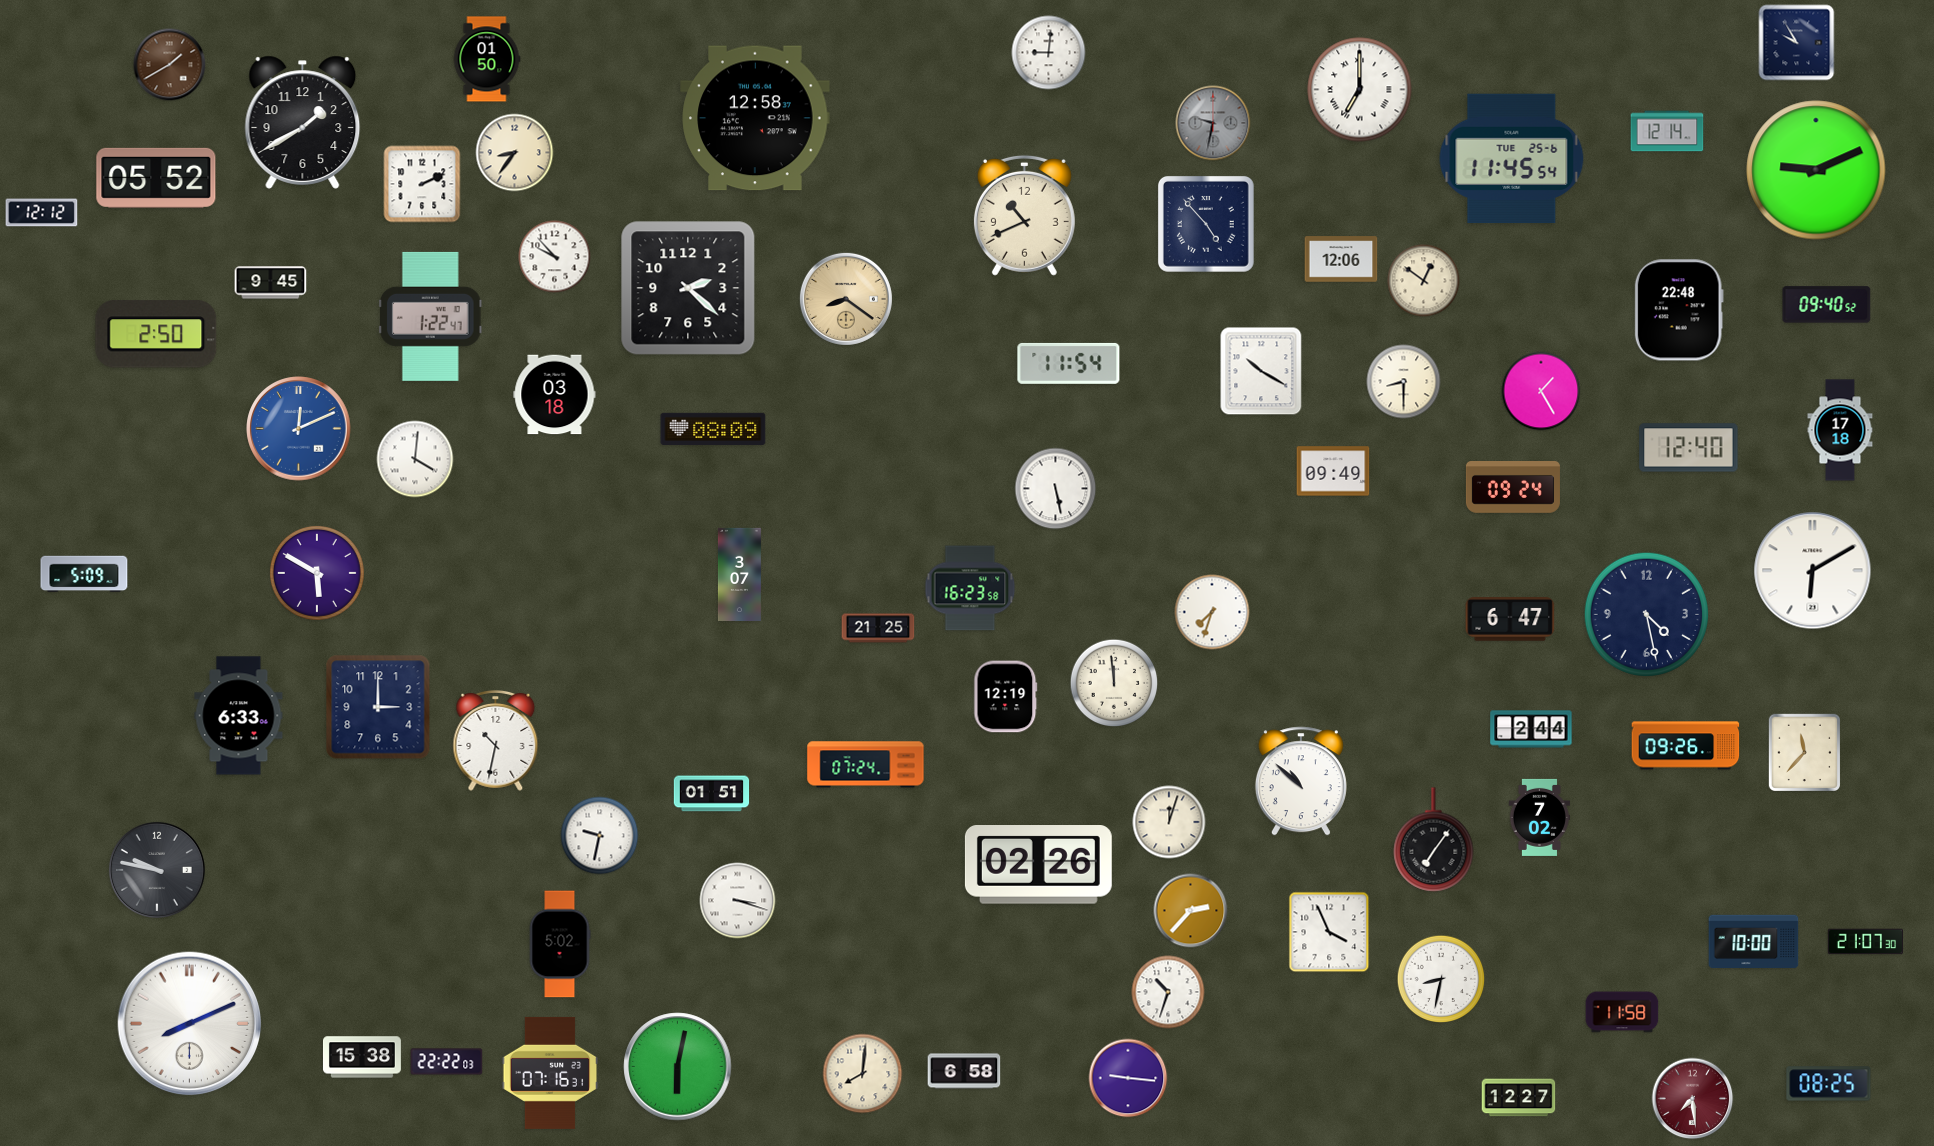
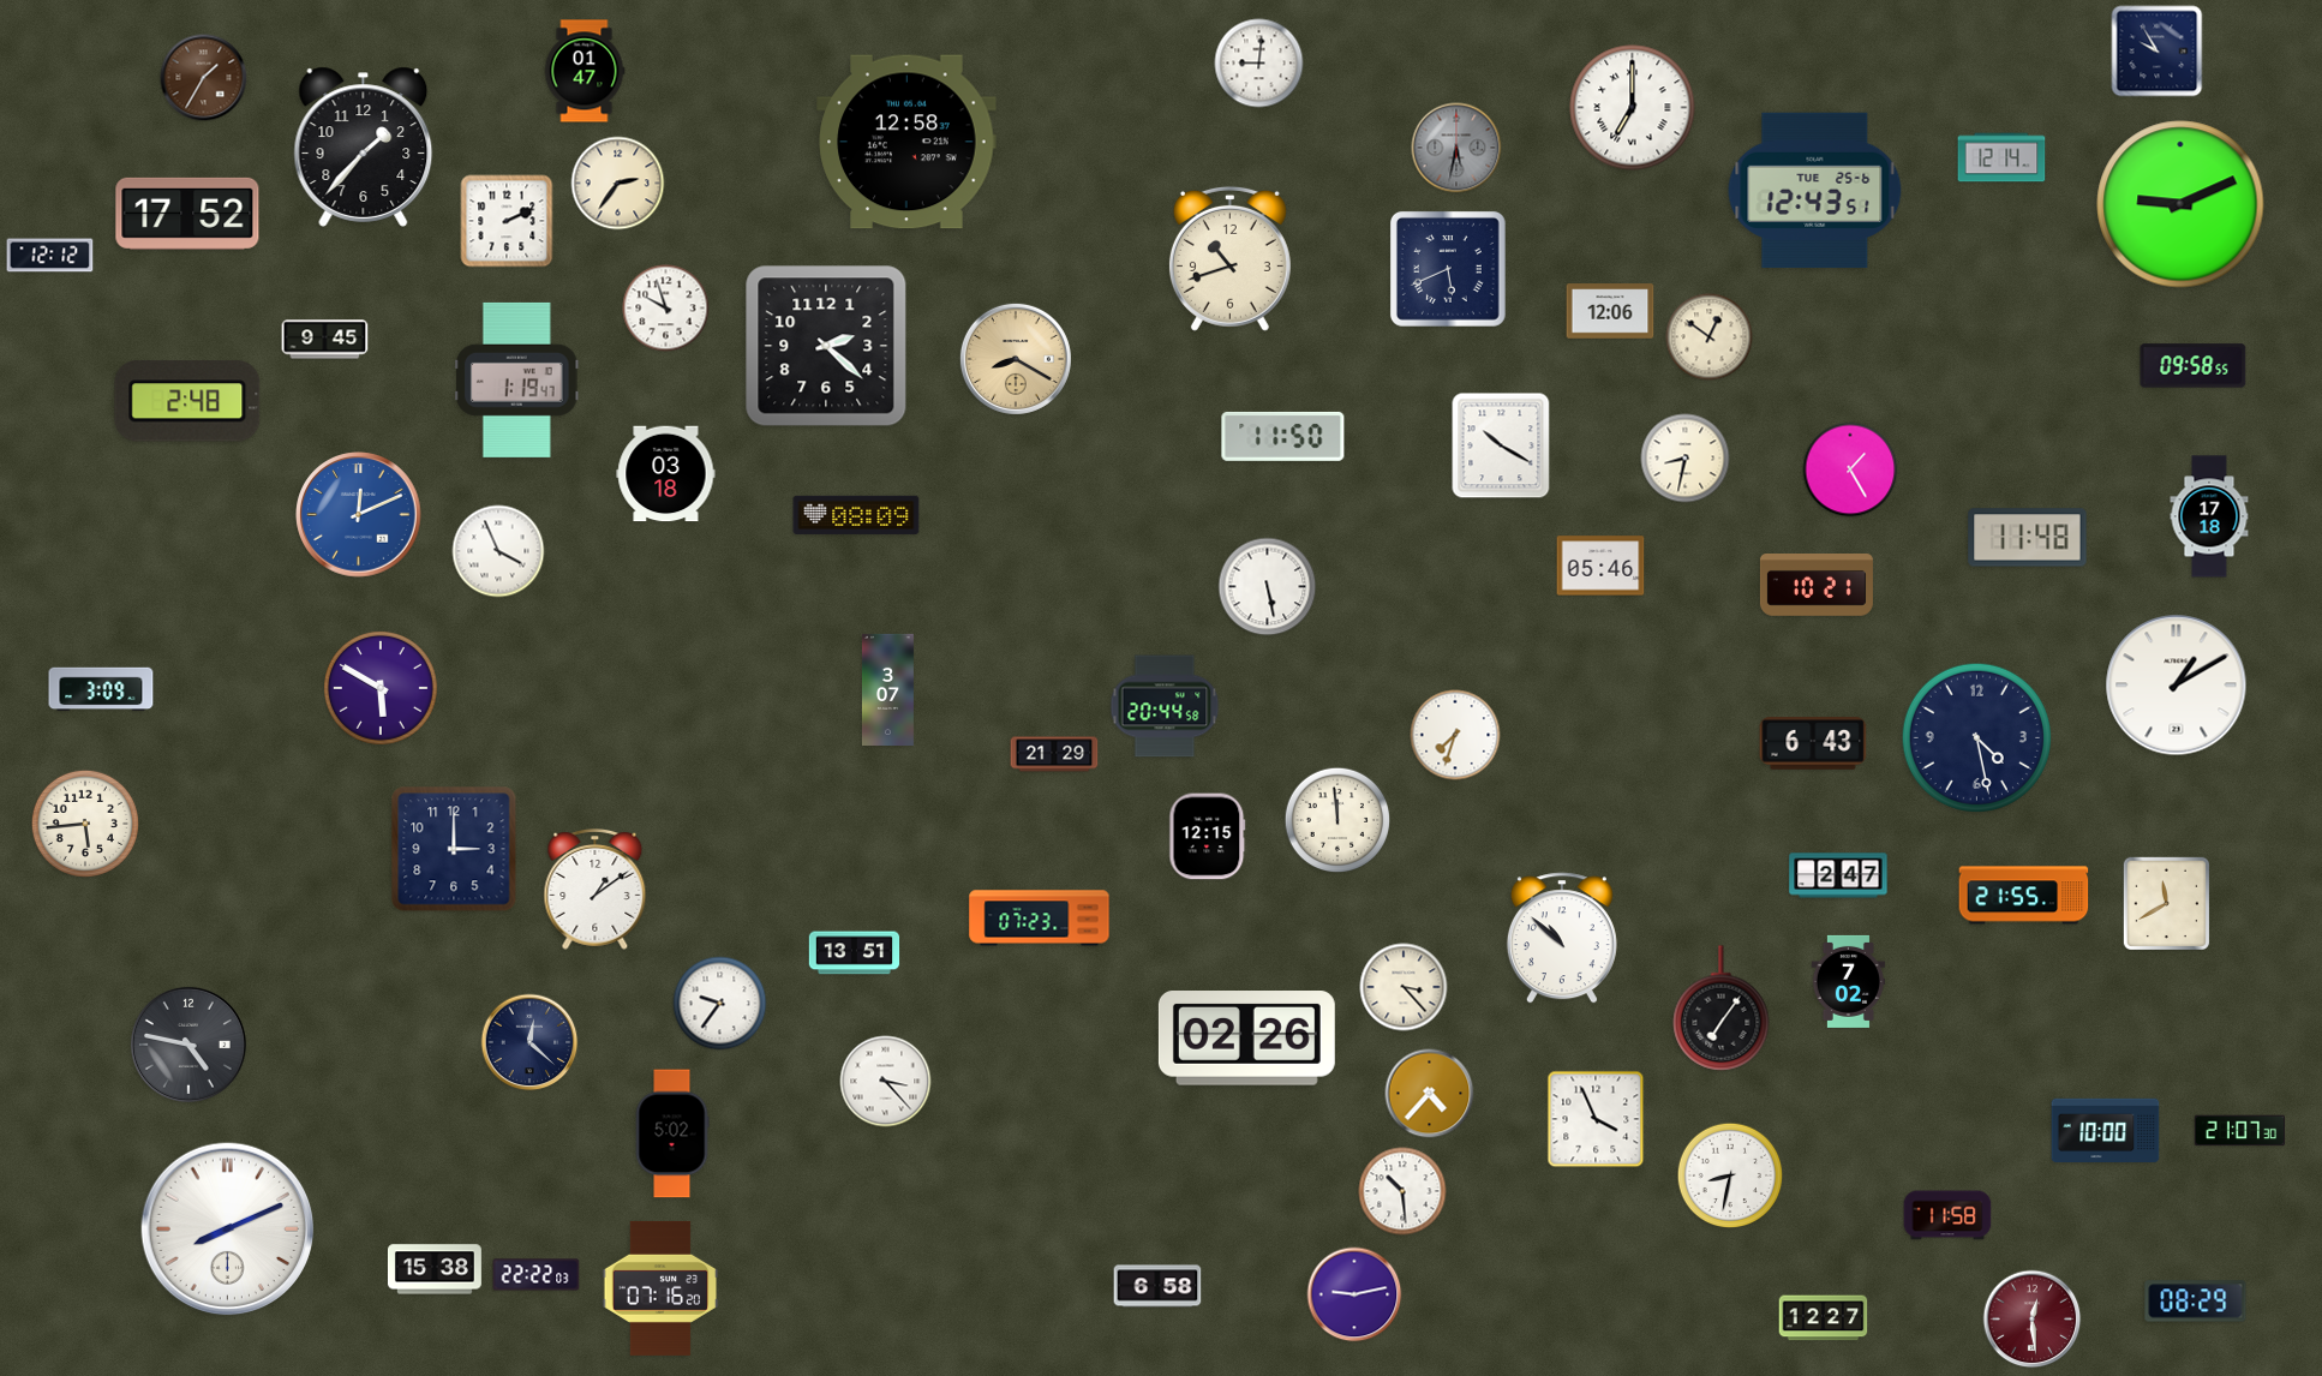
clock at (487, 59): 01:50 -> 01:47
clock at (170, 65): 1:40 -> 1:35
clock at (303, 122): 1:40 -> 1:37
clock at (1213, 123): 9:32 -> 5:32
clock at (515, 153): 8:36 -> 2:36
clock at (1512, 159): 11:45 -> 12:43
clock at (156, 178): 05:52 -> 17:52
clock at (1024, 215): 10:41 -> 10:42
clock at (1206, 224): 4:53 -> 5:41
clock at (555, 257): 9:53 -> 9:57
clock at (846, 299): 8:21 -> 8:20
clock at (1827, 305): 09:40 -> 09:58
clock at (1679, 310): 22:48 -> none
clock at (430, 316): 1:22 -> 1:19
clock at (156, 334): 2:50 -> 2:48
clock at (1069, 363): 11:54 -> 11:50
clock at (1261, 371) position: (1261, 371) -> (1501, 445)
clock at (1404, 382): 8:30 -> 8:32
clock at (1689, 448): 12:40 -> 11:48
clock at (415, 459): 4:01 -> 3:56
clock at (1333, 471): 09:49 -> 05:46
clock at (1513, 488): 09:24 -> 10:21
clock at (1813, 571): 6:10 -> 1:10
clock at (84, 574): 5:09 -> 3:09
clock at (970, 588): 16:23 -> 20:44
clock at (1510, 619): 6:47 -> 6:43
clock at (878, 628): 21:25 -> 21:29
clock at (84, 822): none -> 5:44
clock at (1006, 697): 12:19 -> 12:15
clock at (239, 716): 6:33 -> none
clock at (1531, 729): 2:44 -> 2:47
clock at (496, 741): 10:32 -> 1:09
clock at (1686, 746): 09:26 -> 21:55
clock at (1804, 752): 11:37 -> 11:40
clock at (866, 765): 07:24 -> 07:23
clock at (712, 794): 01:51 -> 13:51
clock at (1169, 822): 12:03 -> 3:23
clock at (600, 836): 9:32 -> 9:36
clock at (529, 1042): none -> 12:22
clock at (157, 870): 9:47 -> 4:47
clock at (738, 901): 3:18 -> 3:23
clock at (1191, 911): 2:37 -> 4:37
clock at (1168, 992): 10:33 -> 10:29
clock at (678, 1067): 6:02 -> none
clock at (550, 1073): 07:16:31 -> 07:16:20
clock at (863, 1074): 8:01 -> none
clock at (1128, 1078): 9:16 -> 9:13
clock at (1829, 1084): 08:25 -> 08:29
clock at (1693, 1099): 7:29 -> 12:29
